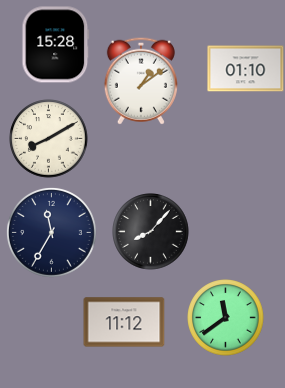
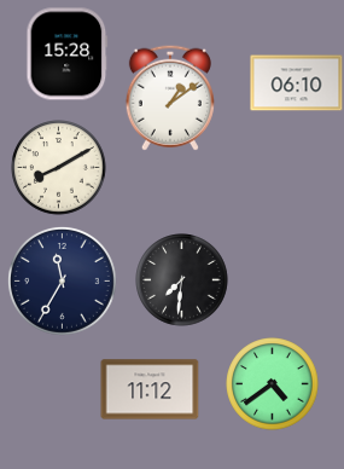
clock at (246, 69): 01:10 -> 06:10
clock at (151, 232): 8:07 -> 7:31
clock at (226, 318): 11:39 -> 4:39
